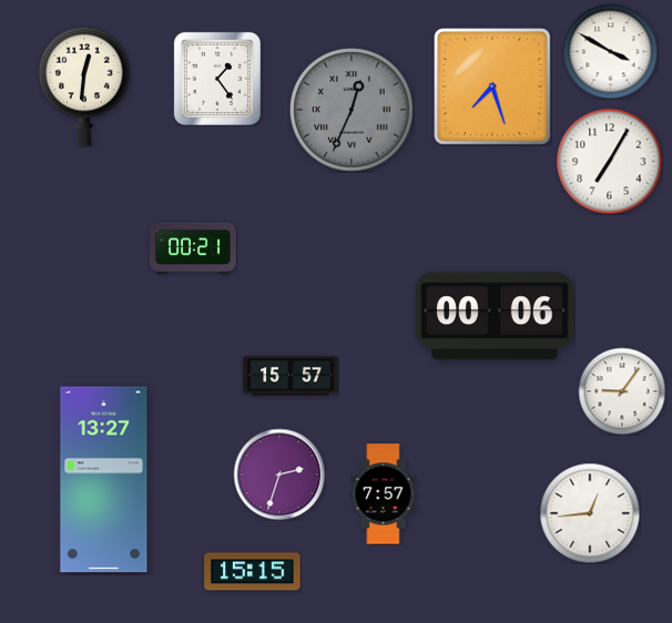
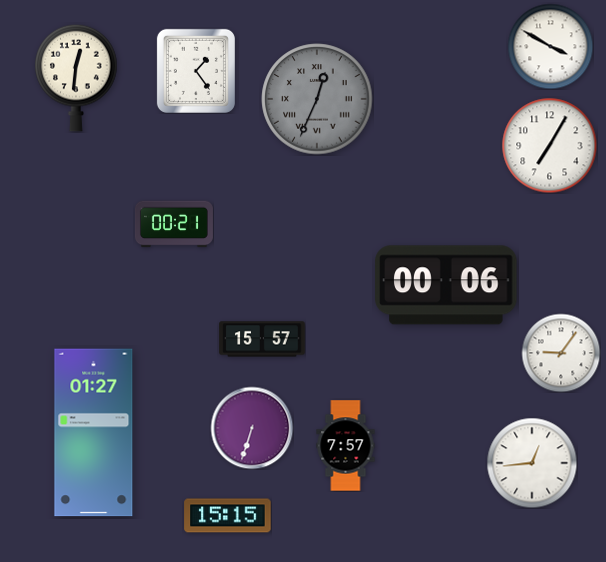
clock at (493, 88): 7:27 -> none
clock at (279, 474): 2:33 -> 6:33
clock at (104, 480): 13:27 -> 01:27
